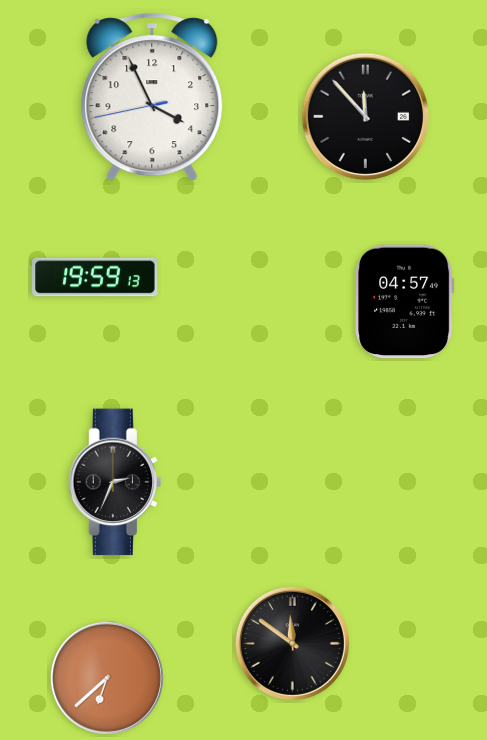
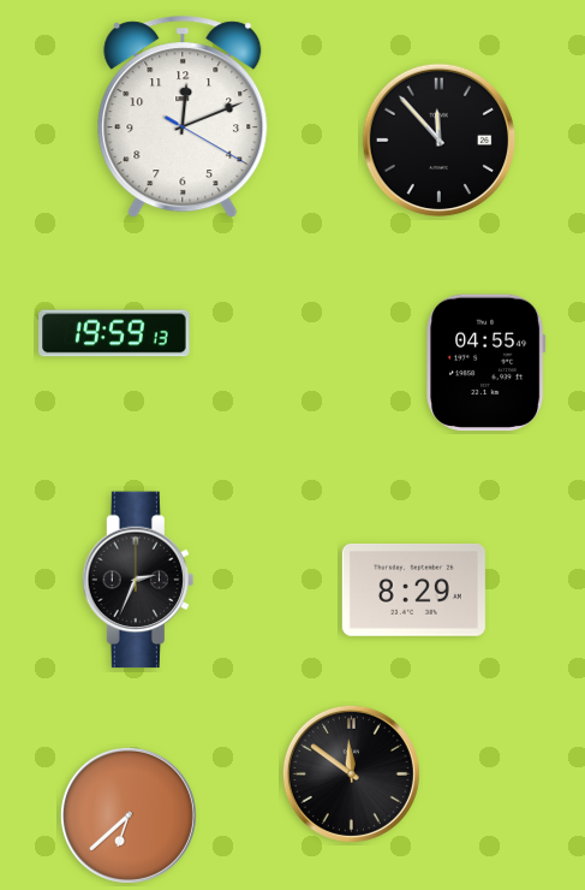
clock at (152, 98): 3:55 -> 12:11
clock at (405, 302): 04:57 -> 04:55
clock at (413, 589): none -> 8:29
